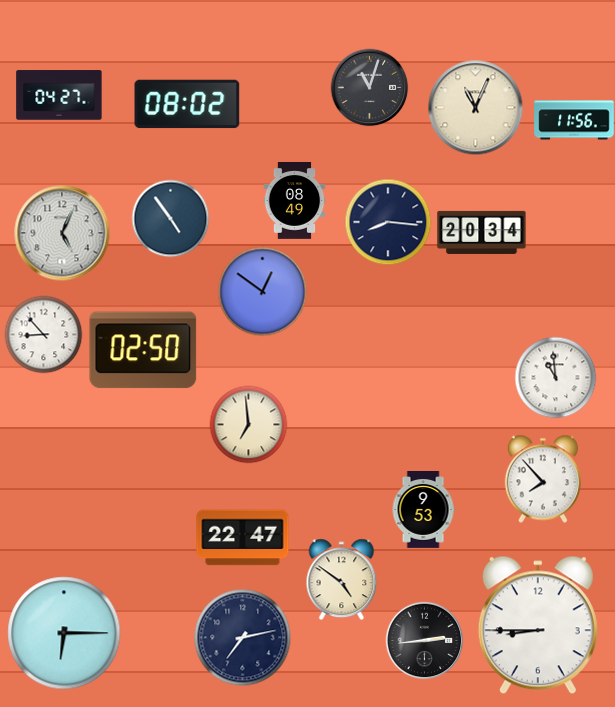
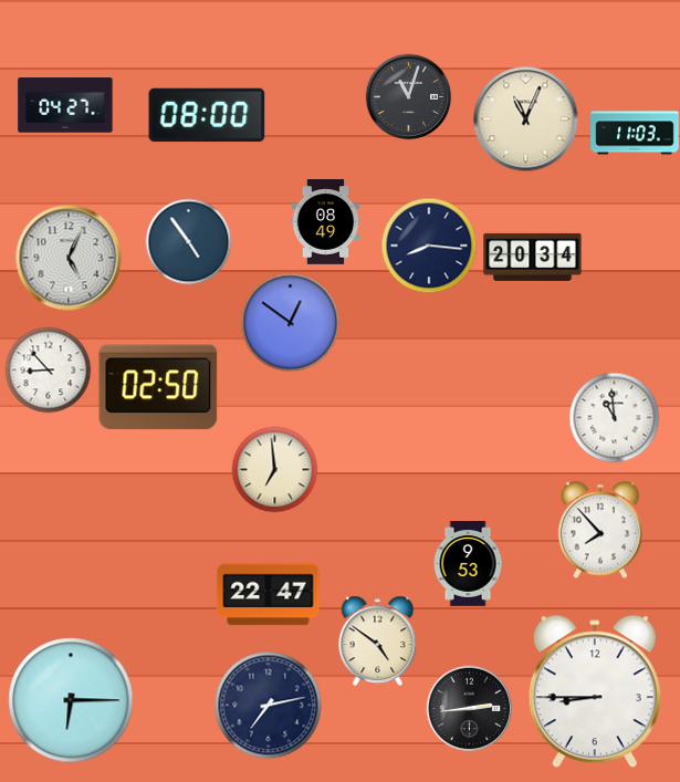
clock at (187, 104): 08:02 -> 08:00
clock at (574, 120): 11:56 -> 11:03
